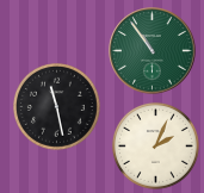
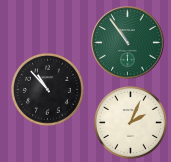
clock at (56, 106): 11:28 -> 10:53
